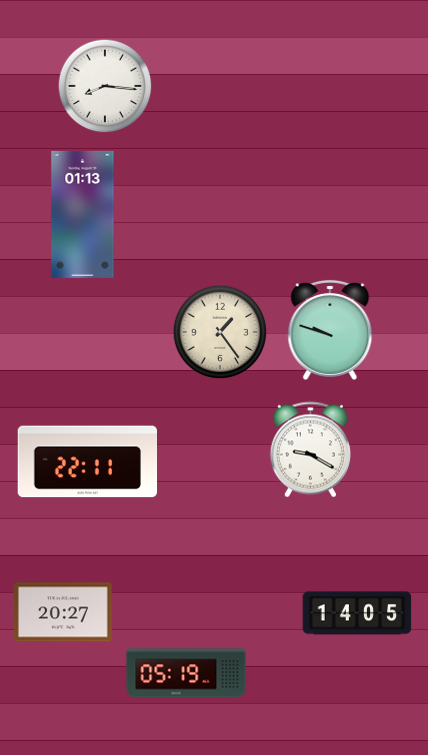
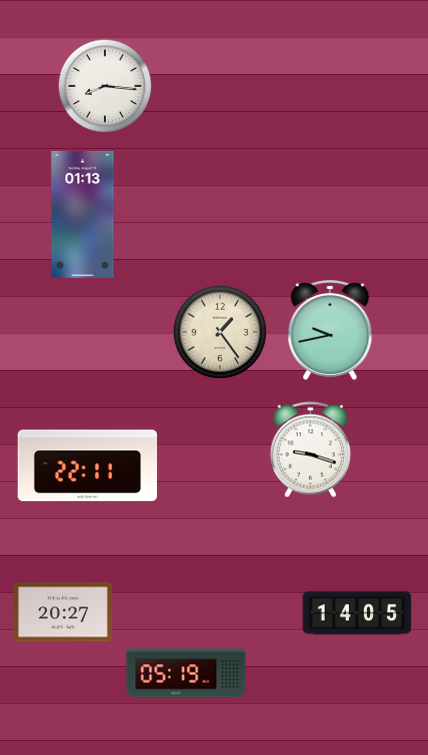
clock at (330, 330): 9:48 -> 9:43
clock at (310, 450): 9:20 -> 9:18
clock at (88, 462) position: (88, 462) -> (88, 466)
